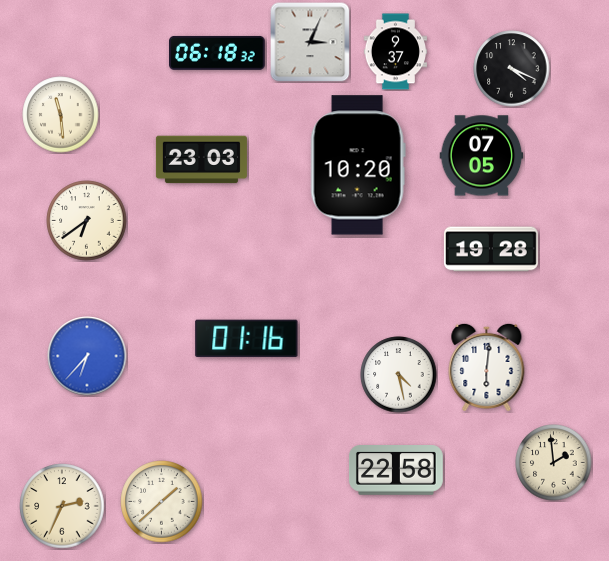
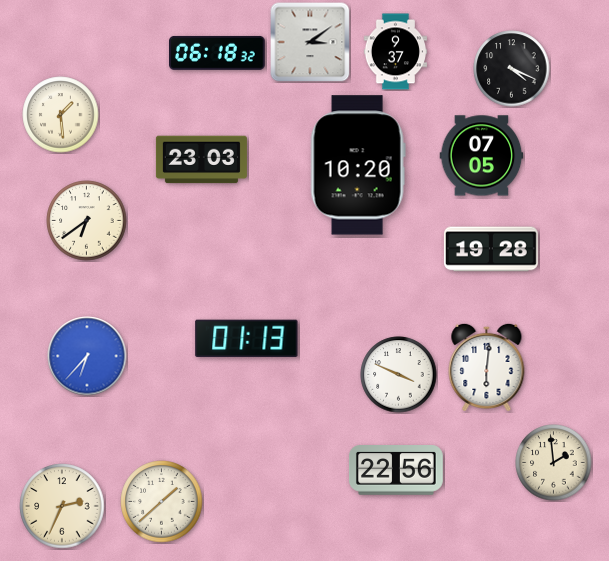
clock at (310, 42): 3:04 -> 3:09
clock at (61, 115): 11:29 -> 1:29
clock at (247, 339): 01:16 -> 01:13
clock at (399, 375): 4:28 -> 3:49
clock at (396, 471): 22:58 -> 22:56
